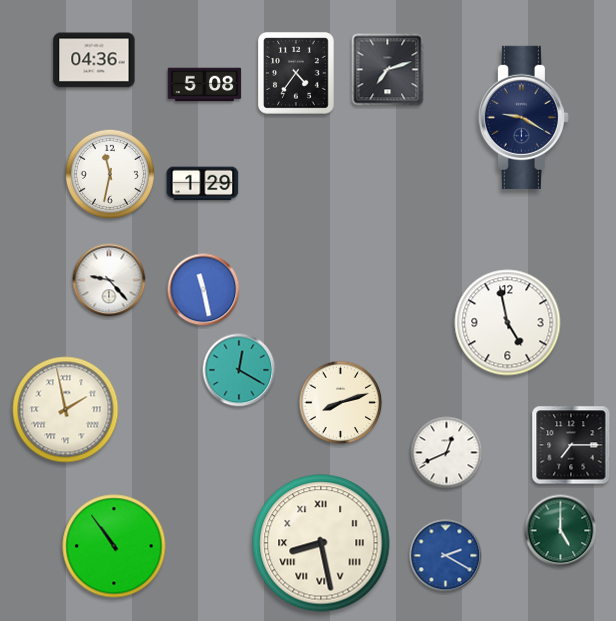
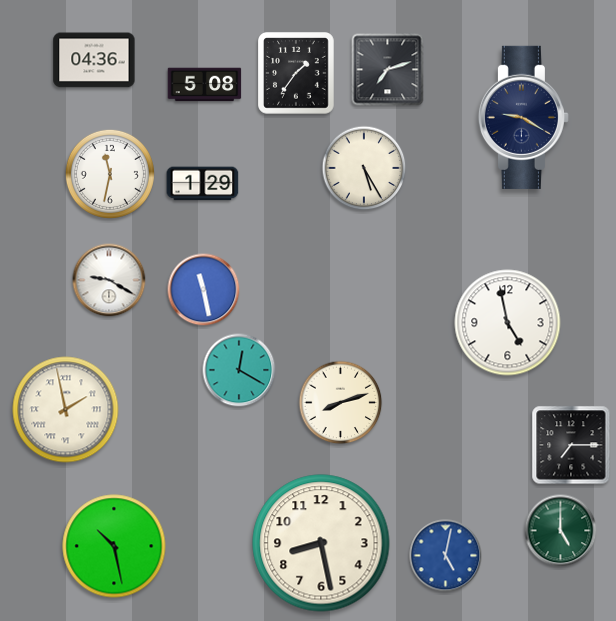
clock at (297, 73): 4:36 -> 1:36
clock at (364, 168): none -> 5:25
clock at (109, 280): 9:23 -> 9:20
clock at (447, 453): 12:41 -> none
clock at (321, 543) numerals: Roman -> Arabic
clock at (114, 546): 10:54 -> 10:28
clock at (446, 556): 2:20 -> 5:02
